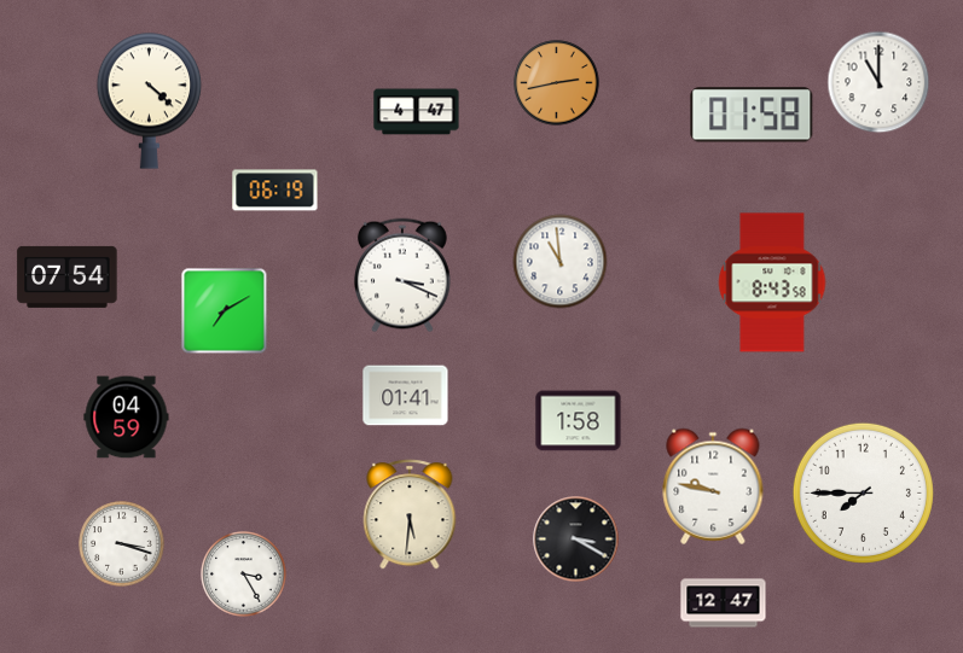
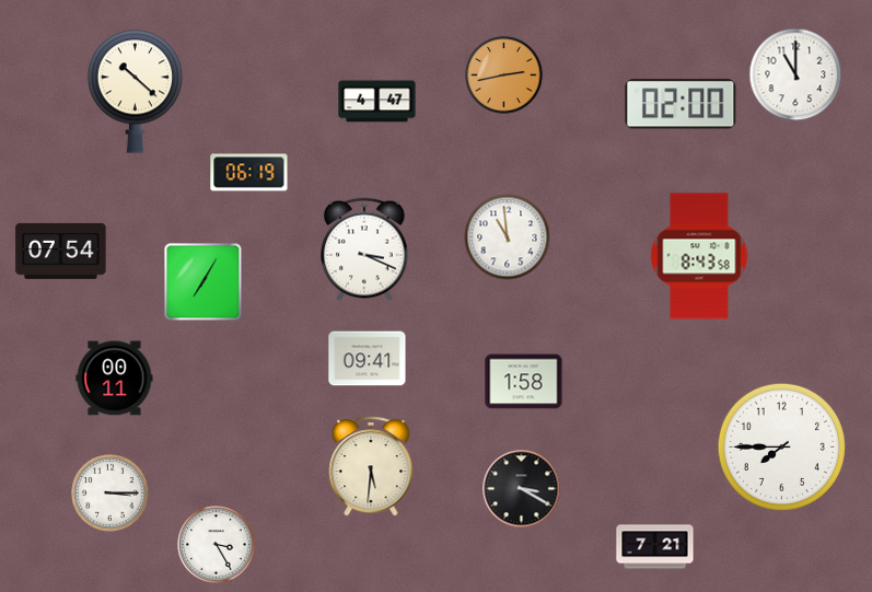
clock at (150, 100): 4:22 -> 10:22
clock at (752, 115): 01:58 -> 02:00
clock at (225, 311): 7:10 -> 7:05
clock at (406, 396): 01:41 -> 09:41
clock at (127, 418): 04:59 -> 00:11
clock at (713, 486): 9:47 -> none
clock at (122, 544): 3:18 -> 3:15
clock at (244, 575) position: (244, 575) -> (217, 545)
clock at (724, 604): 12:47 -> 7:21
